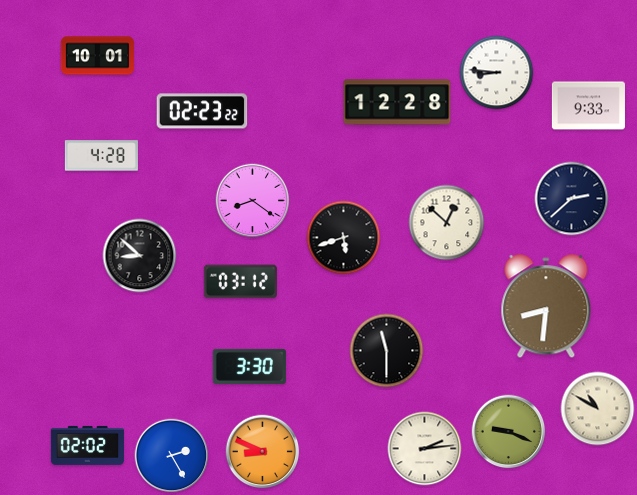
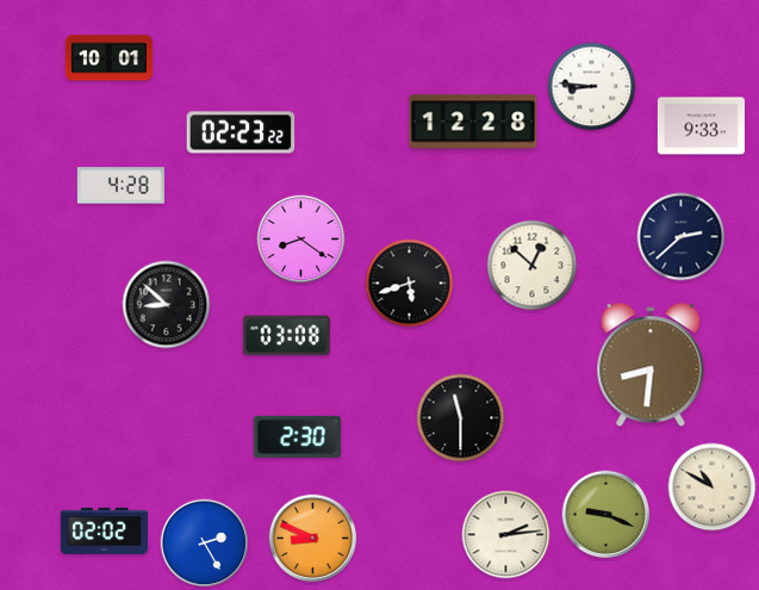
clock at (97, 56) position: (97, 56) -> (108, 58)
clock at (240, 282): 03:12 -> 03:08
clock at (249, 366): 3:30 -> 2:30
